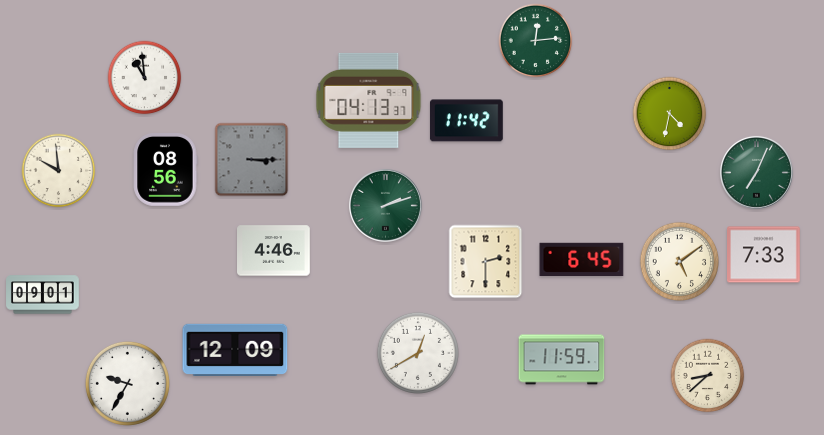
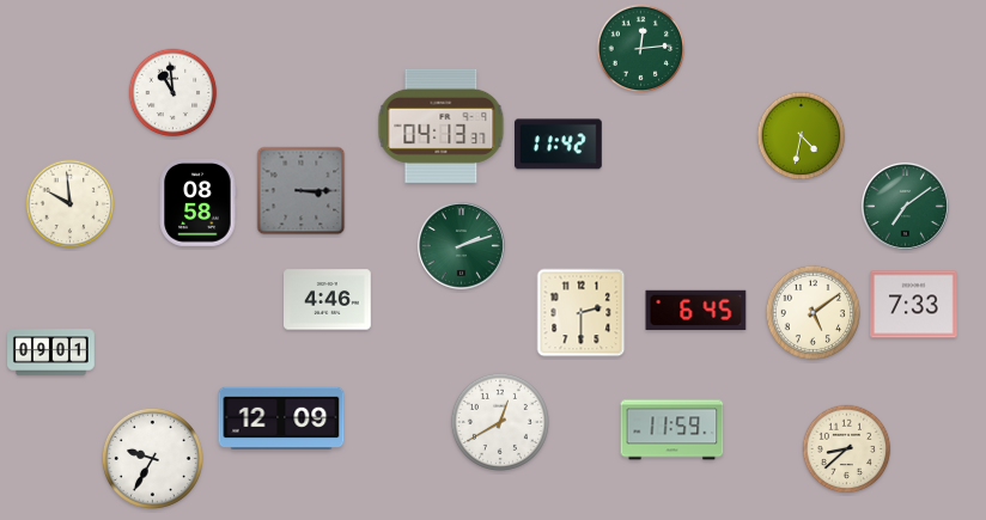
clock at (369, 100) position: (369, 100) -> (442, 126)
clock at (165, 170): 08:56 -> 08:58
clock at (756, 172): 7:04 -> 7:09
